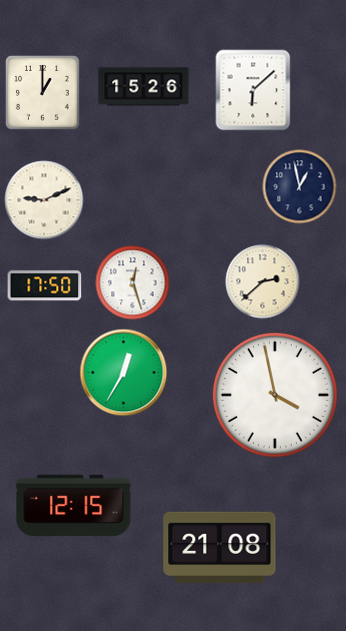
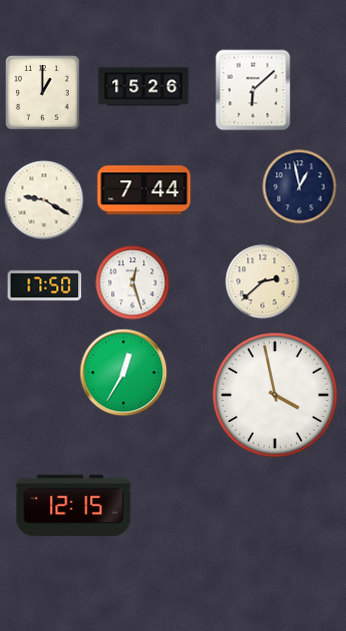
clock at (144, 190): none -> 7:44
clock at (44, 200): 9:11 -> 9:20
clock at (220, 547): 21:08 -> none
